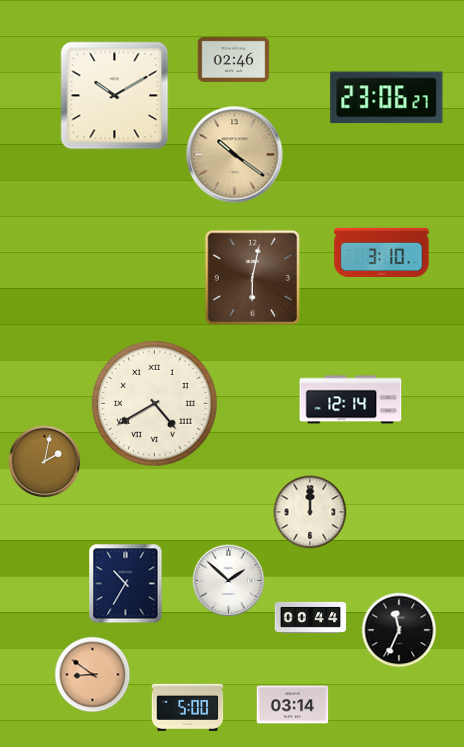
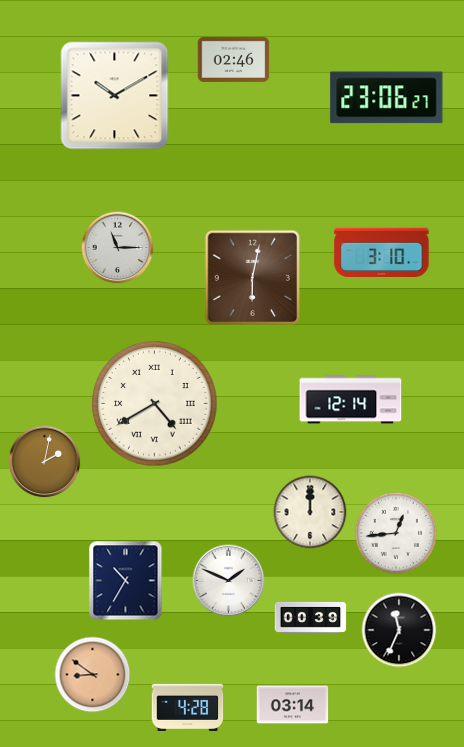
clock at (235, 155): 10:21 -> none
clock at (118, 248): none -> 11:15
clock at (395, 532): none -> 12:44
clock at (229, 581): 1:52 -> 1:49
clock at (126, 584) position: (126, 584) -> (126, 581)
clock at (311, 617): 00:44 -> 00:39
clock at (188, 707): 5:00 -> 4:28
